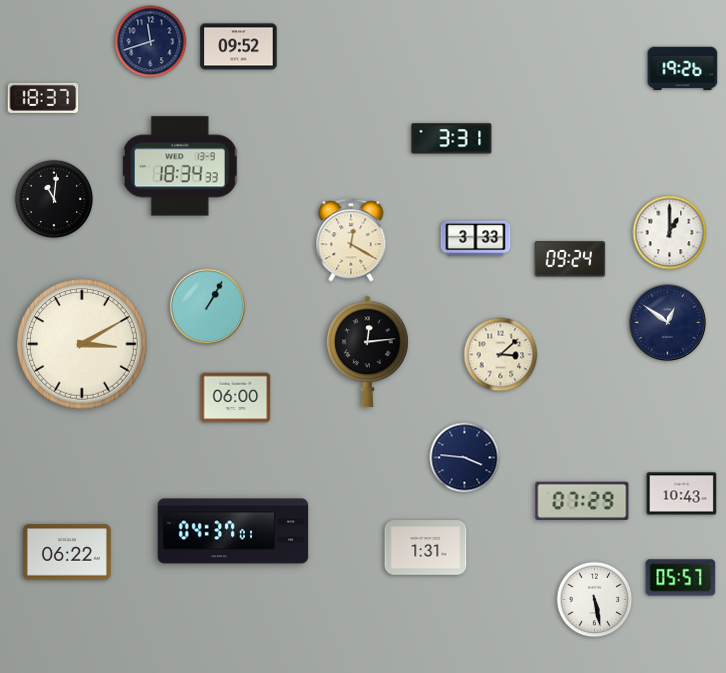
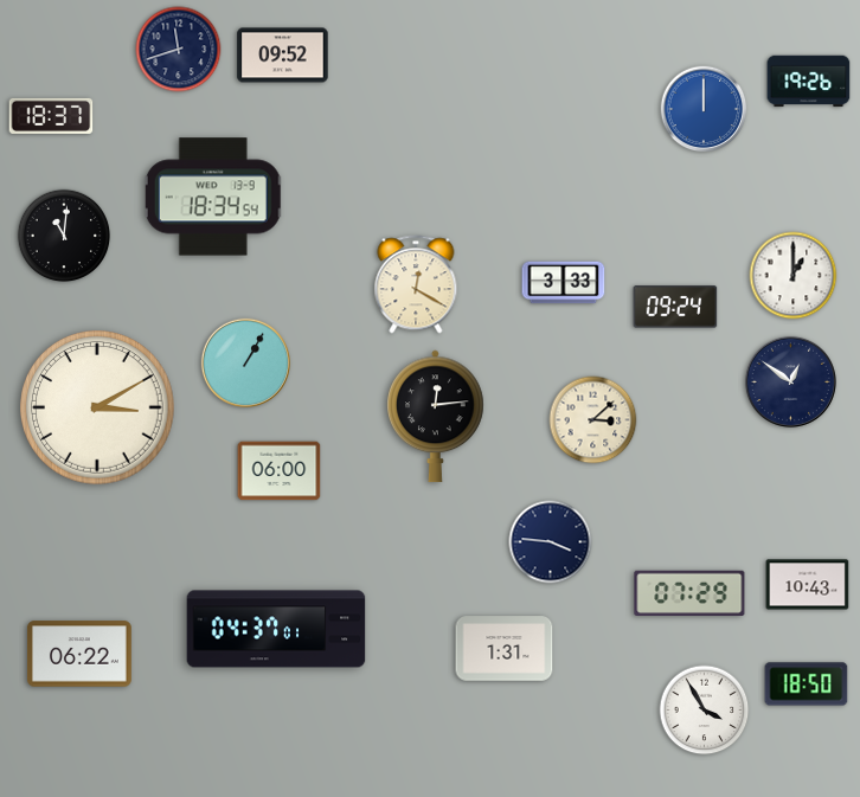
clock at (704, 109): none -> 12:00
clock at (452, 139): 3:31 -> none
clock at (180, 166): 18:34:33 -> 18:34:54
clock at (681, 578): 05:57 -> 18:50
clock at (595, 600): 5:28 -> 3:55
